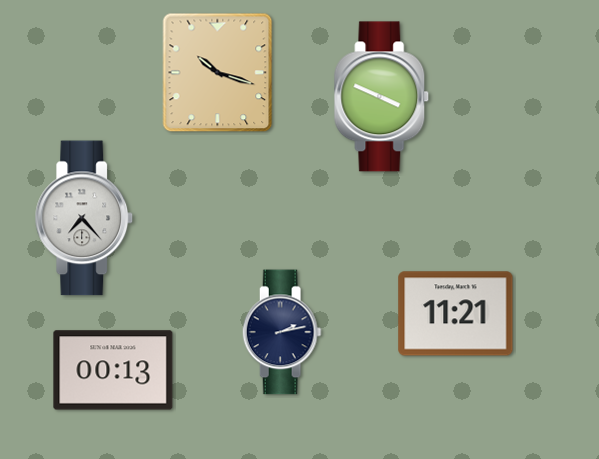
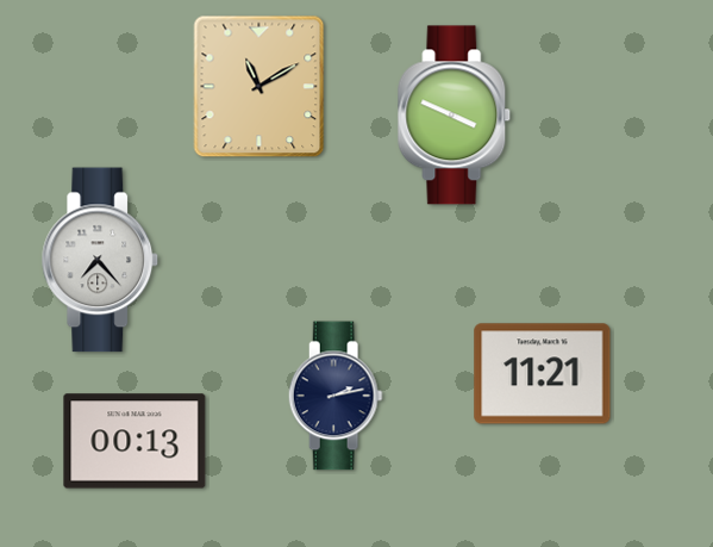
clock at (218, 73): 10:18 -> 11:10
